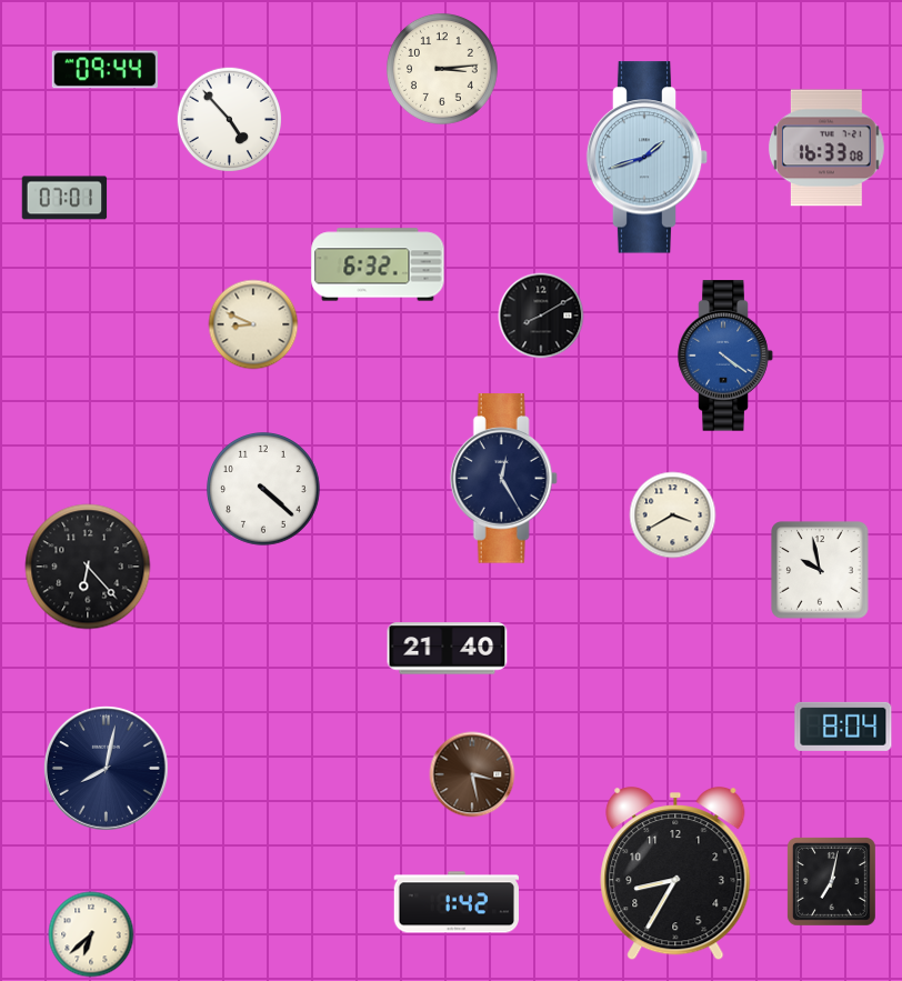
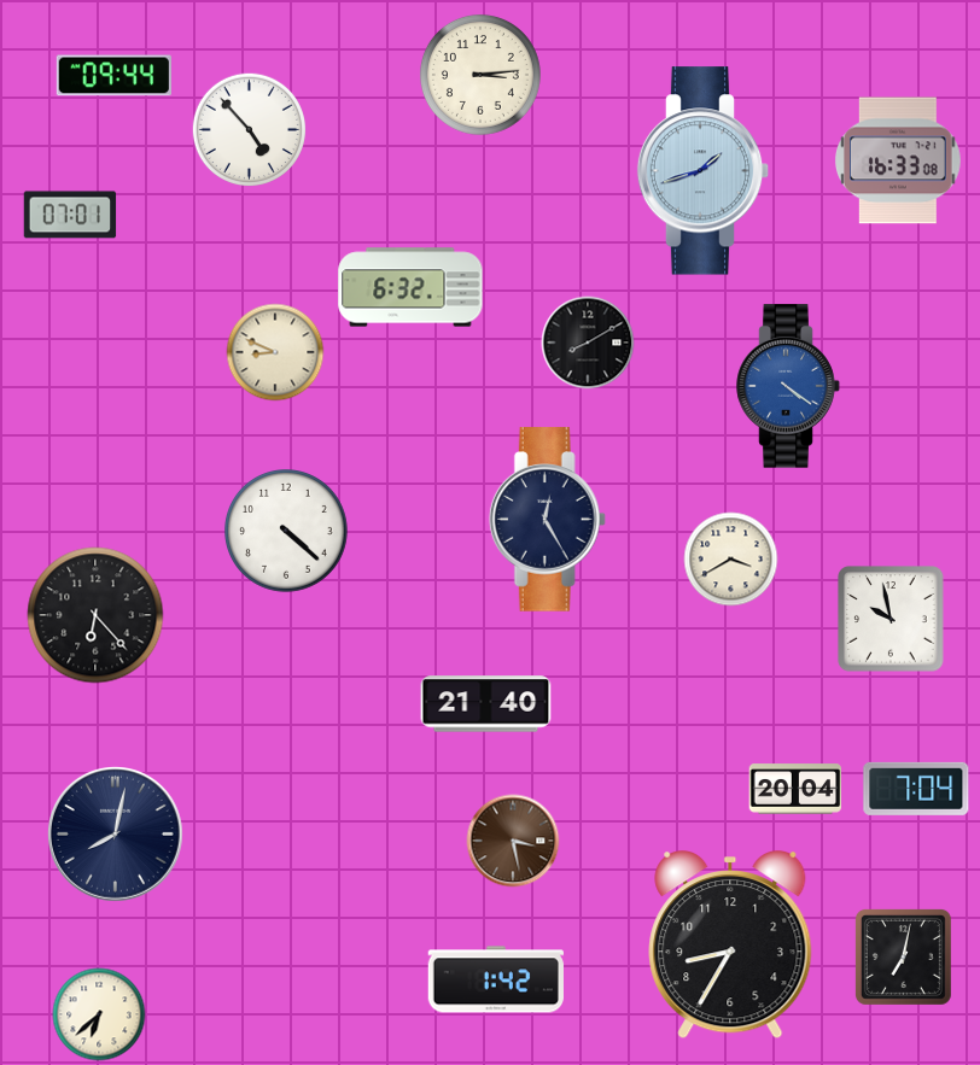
clock at (795, 789): none -> 20:04
clock at (843, 727): 8:04 -> 7:04
clock at (675, 874) position: (675, 874) -> (730, 946)
